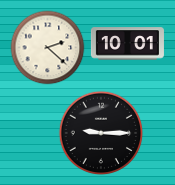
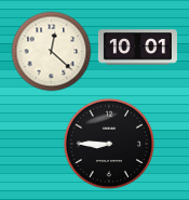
clock at (48, 48): 2:22 -> 12:22
clock at (101, 133): 9:15 -> 8:45
